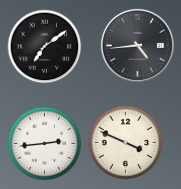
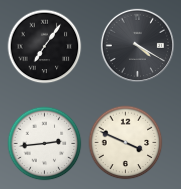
clock at (137, 45): 4:44 -> 4:20
clock at (45, 47): 7:09 -> 7:06
